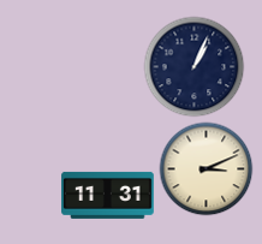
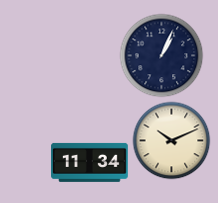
clock at (206, 168): 3:11 -> 10:11
clock at (108, 195): 11:31 -> 11:34
